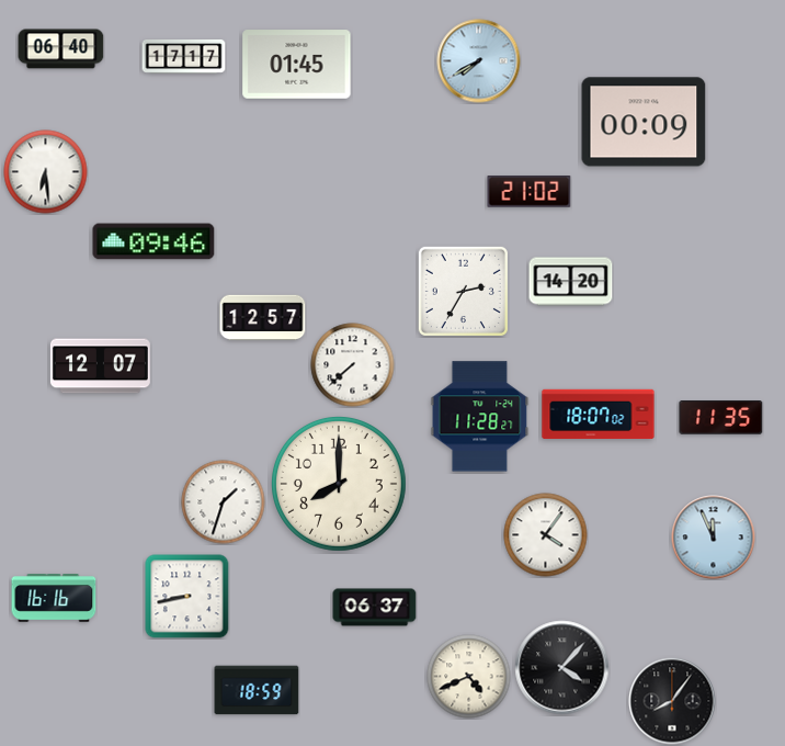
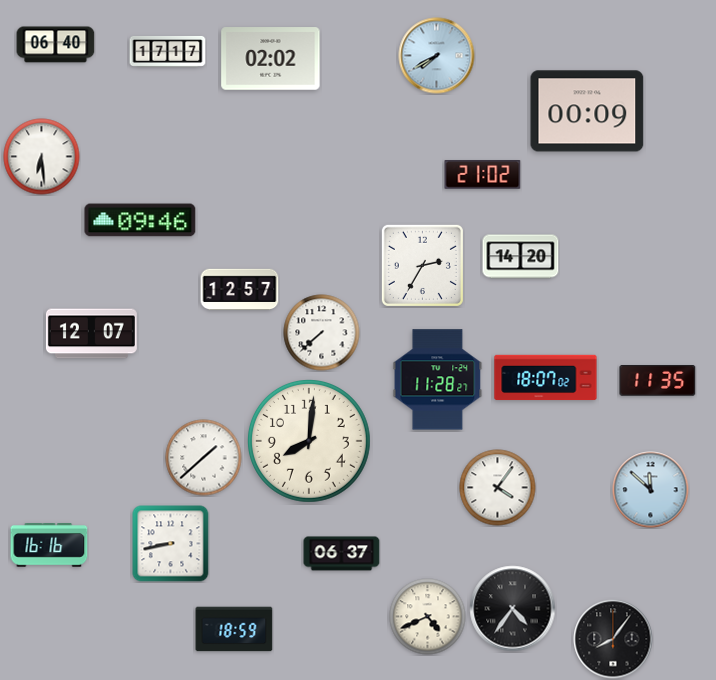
clock at (297, 65): 01:45 -> 02:02
clock at (340, 485): 8:00 -> 8:01
clock at (224, 502): 1:33 -> 1:38
clock at (714, 538): 11:56 -> 11:52
clock at (562, 668): 4:07 -> 4:36
